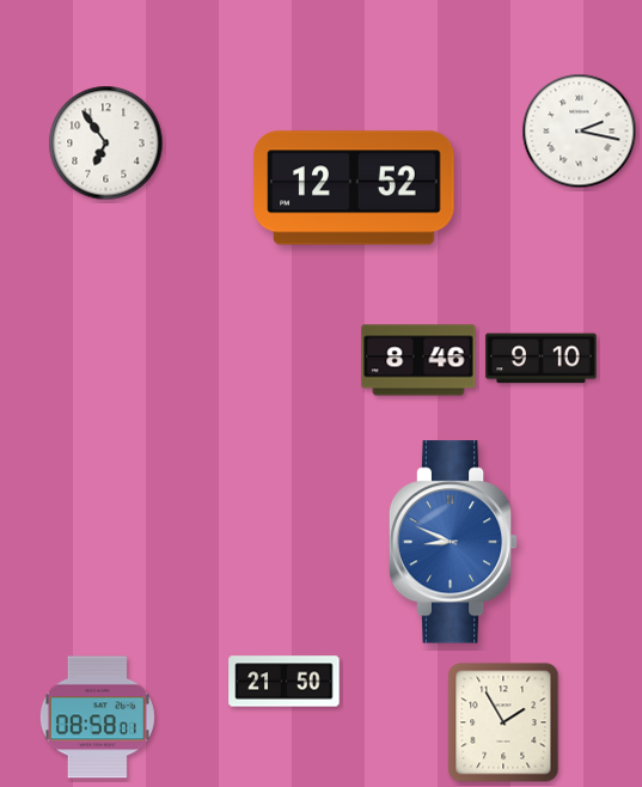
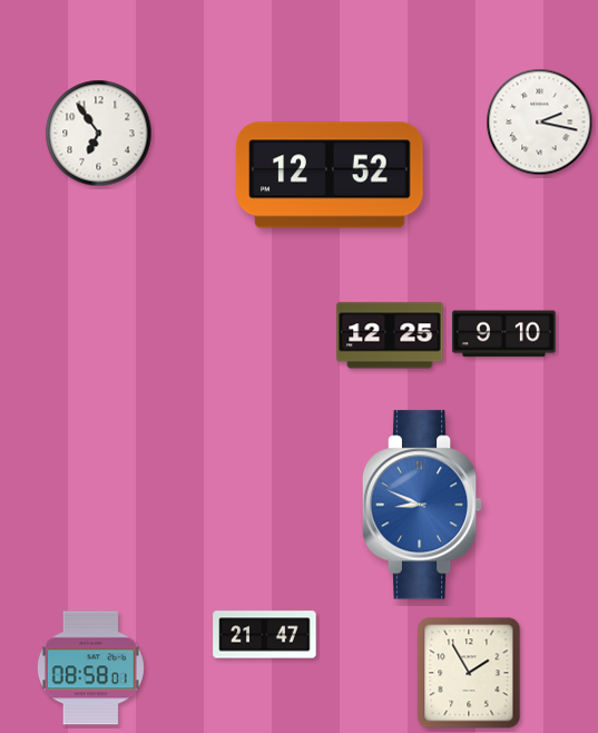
clock at (418, 360): 8:46 -> 12:25
clock at (285, 682): 21:50 -> 21:47
